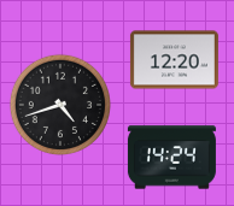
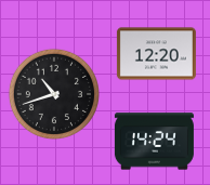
clock at (59, 104): 4:42 -> 10:42
